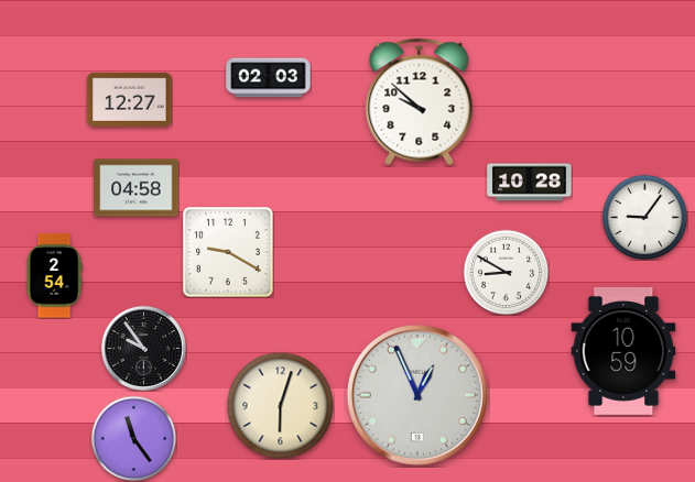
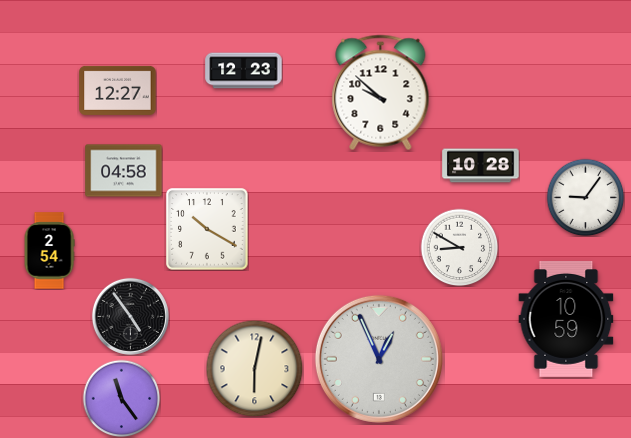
clock at (269, 78): 02:03 -> 12:23
clock at (228, 252): 9:20 -> 10:20
clock at (143, 348): 9:54 -> 4:54
clock at (280, 405): 6:03 -> 6:02
